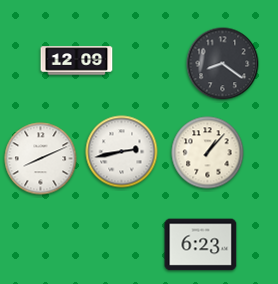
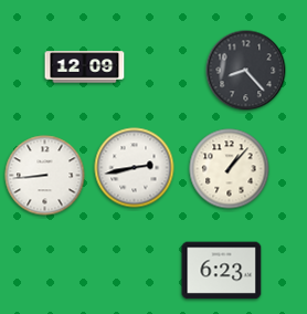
clock at (223, 64): 8:21 -> 8:23
clock at (41, 159): 8:11 -> 8:44
